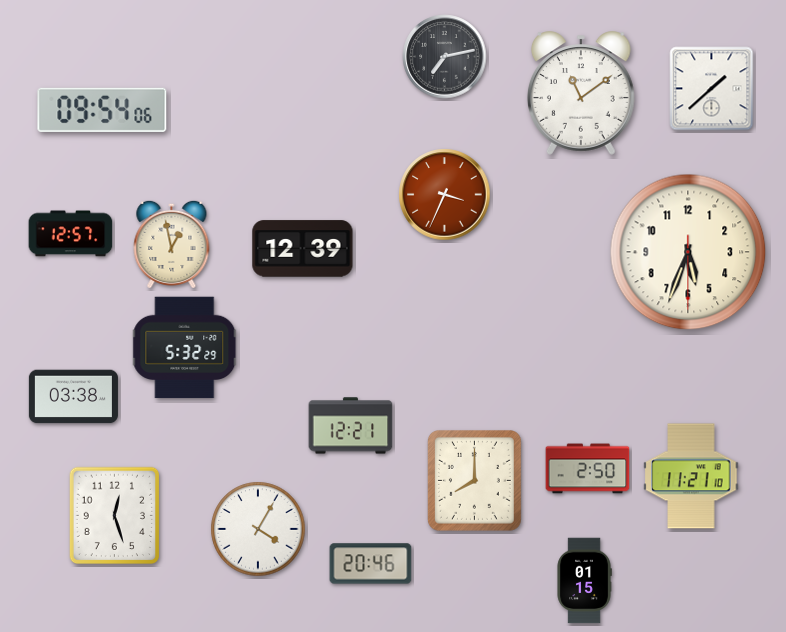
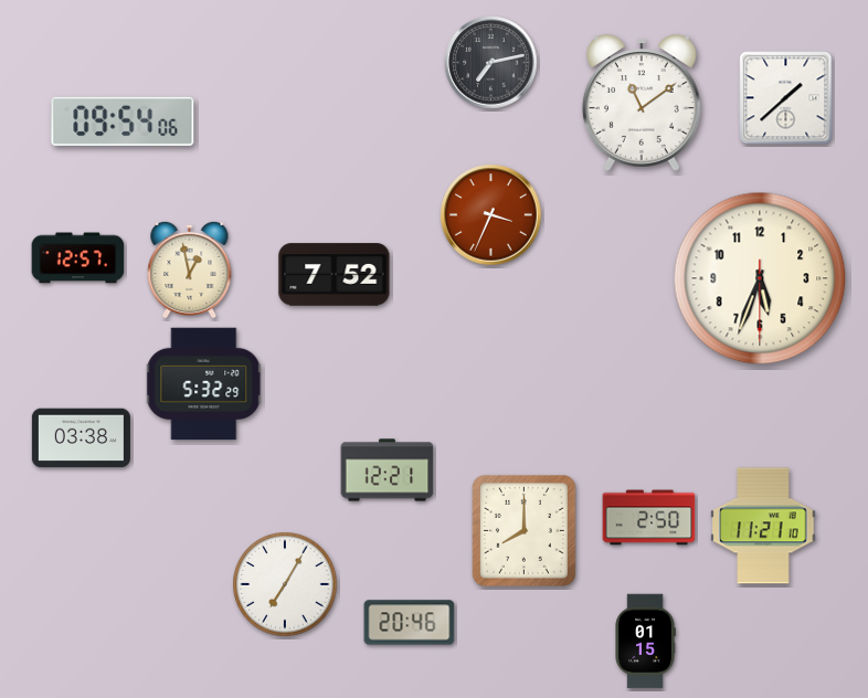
clock at (102, 110) position: (102, 110) -> (123, 121)
clock at (303, 249): 12:39 -> 7:52
clock at (114, 516): 12:27 -> none
clock at (258, 529): 4:05 -> 7:05
